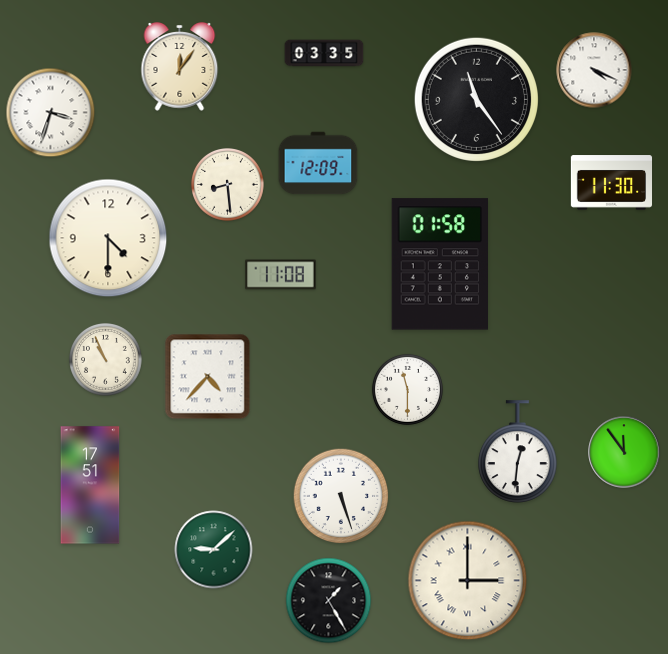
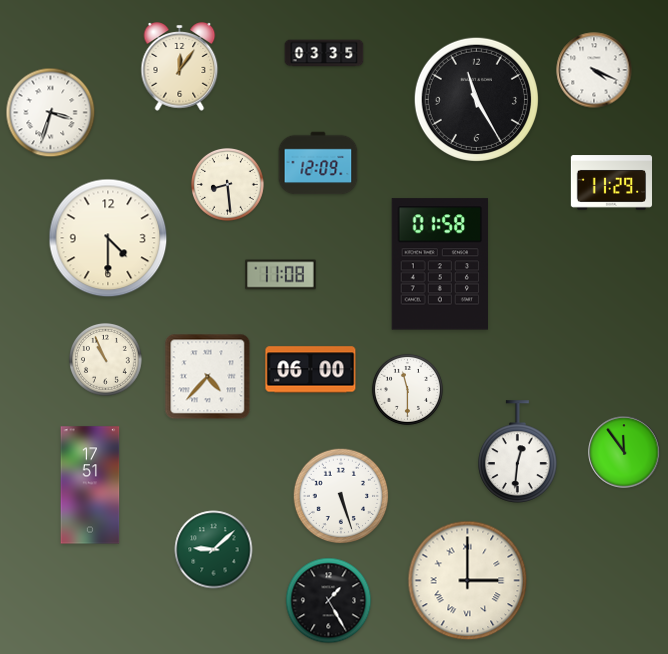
clock at (476, 99): 11:24 -> 11:25
clock at (612, 183): 11:30 -> 11:29
clock at (311, 370): none -> 06:00
